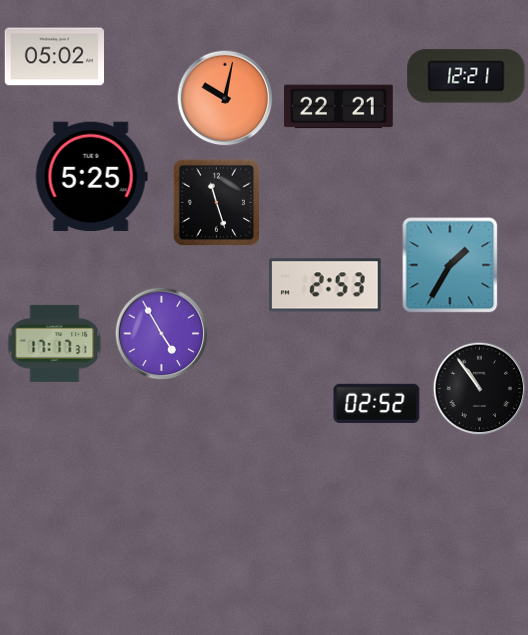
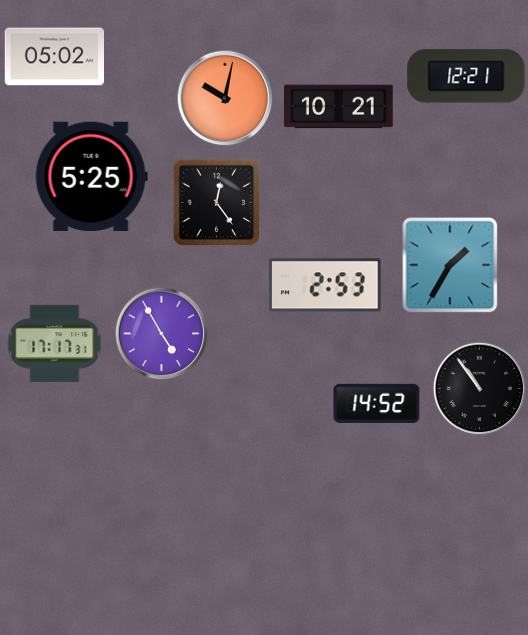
clock at (339, 107): 22:21 -> 10:21
clock at (216, 202): 11:27 -> 12:24
clock at (377, 403): 02:52 -> 14:52
